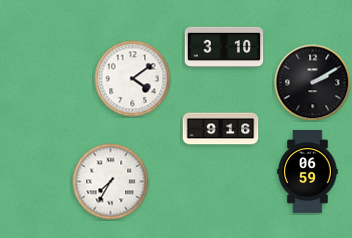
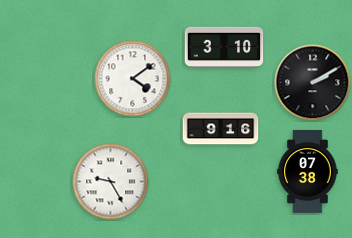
clock at (308, 171): 06:59 -> 07:38
clock at (111, 182): 7:35 -> 9:25
